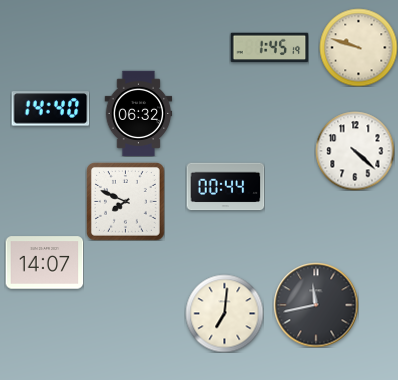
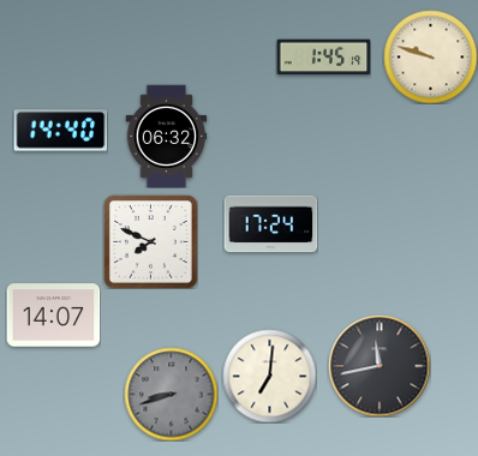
clock at (355, 151): 4:22 -> none
clock at (225, 187): 00:44 -> 17:24
clock at (171, 394): none -> 8:42
